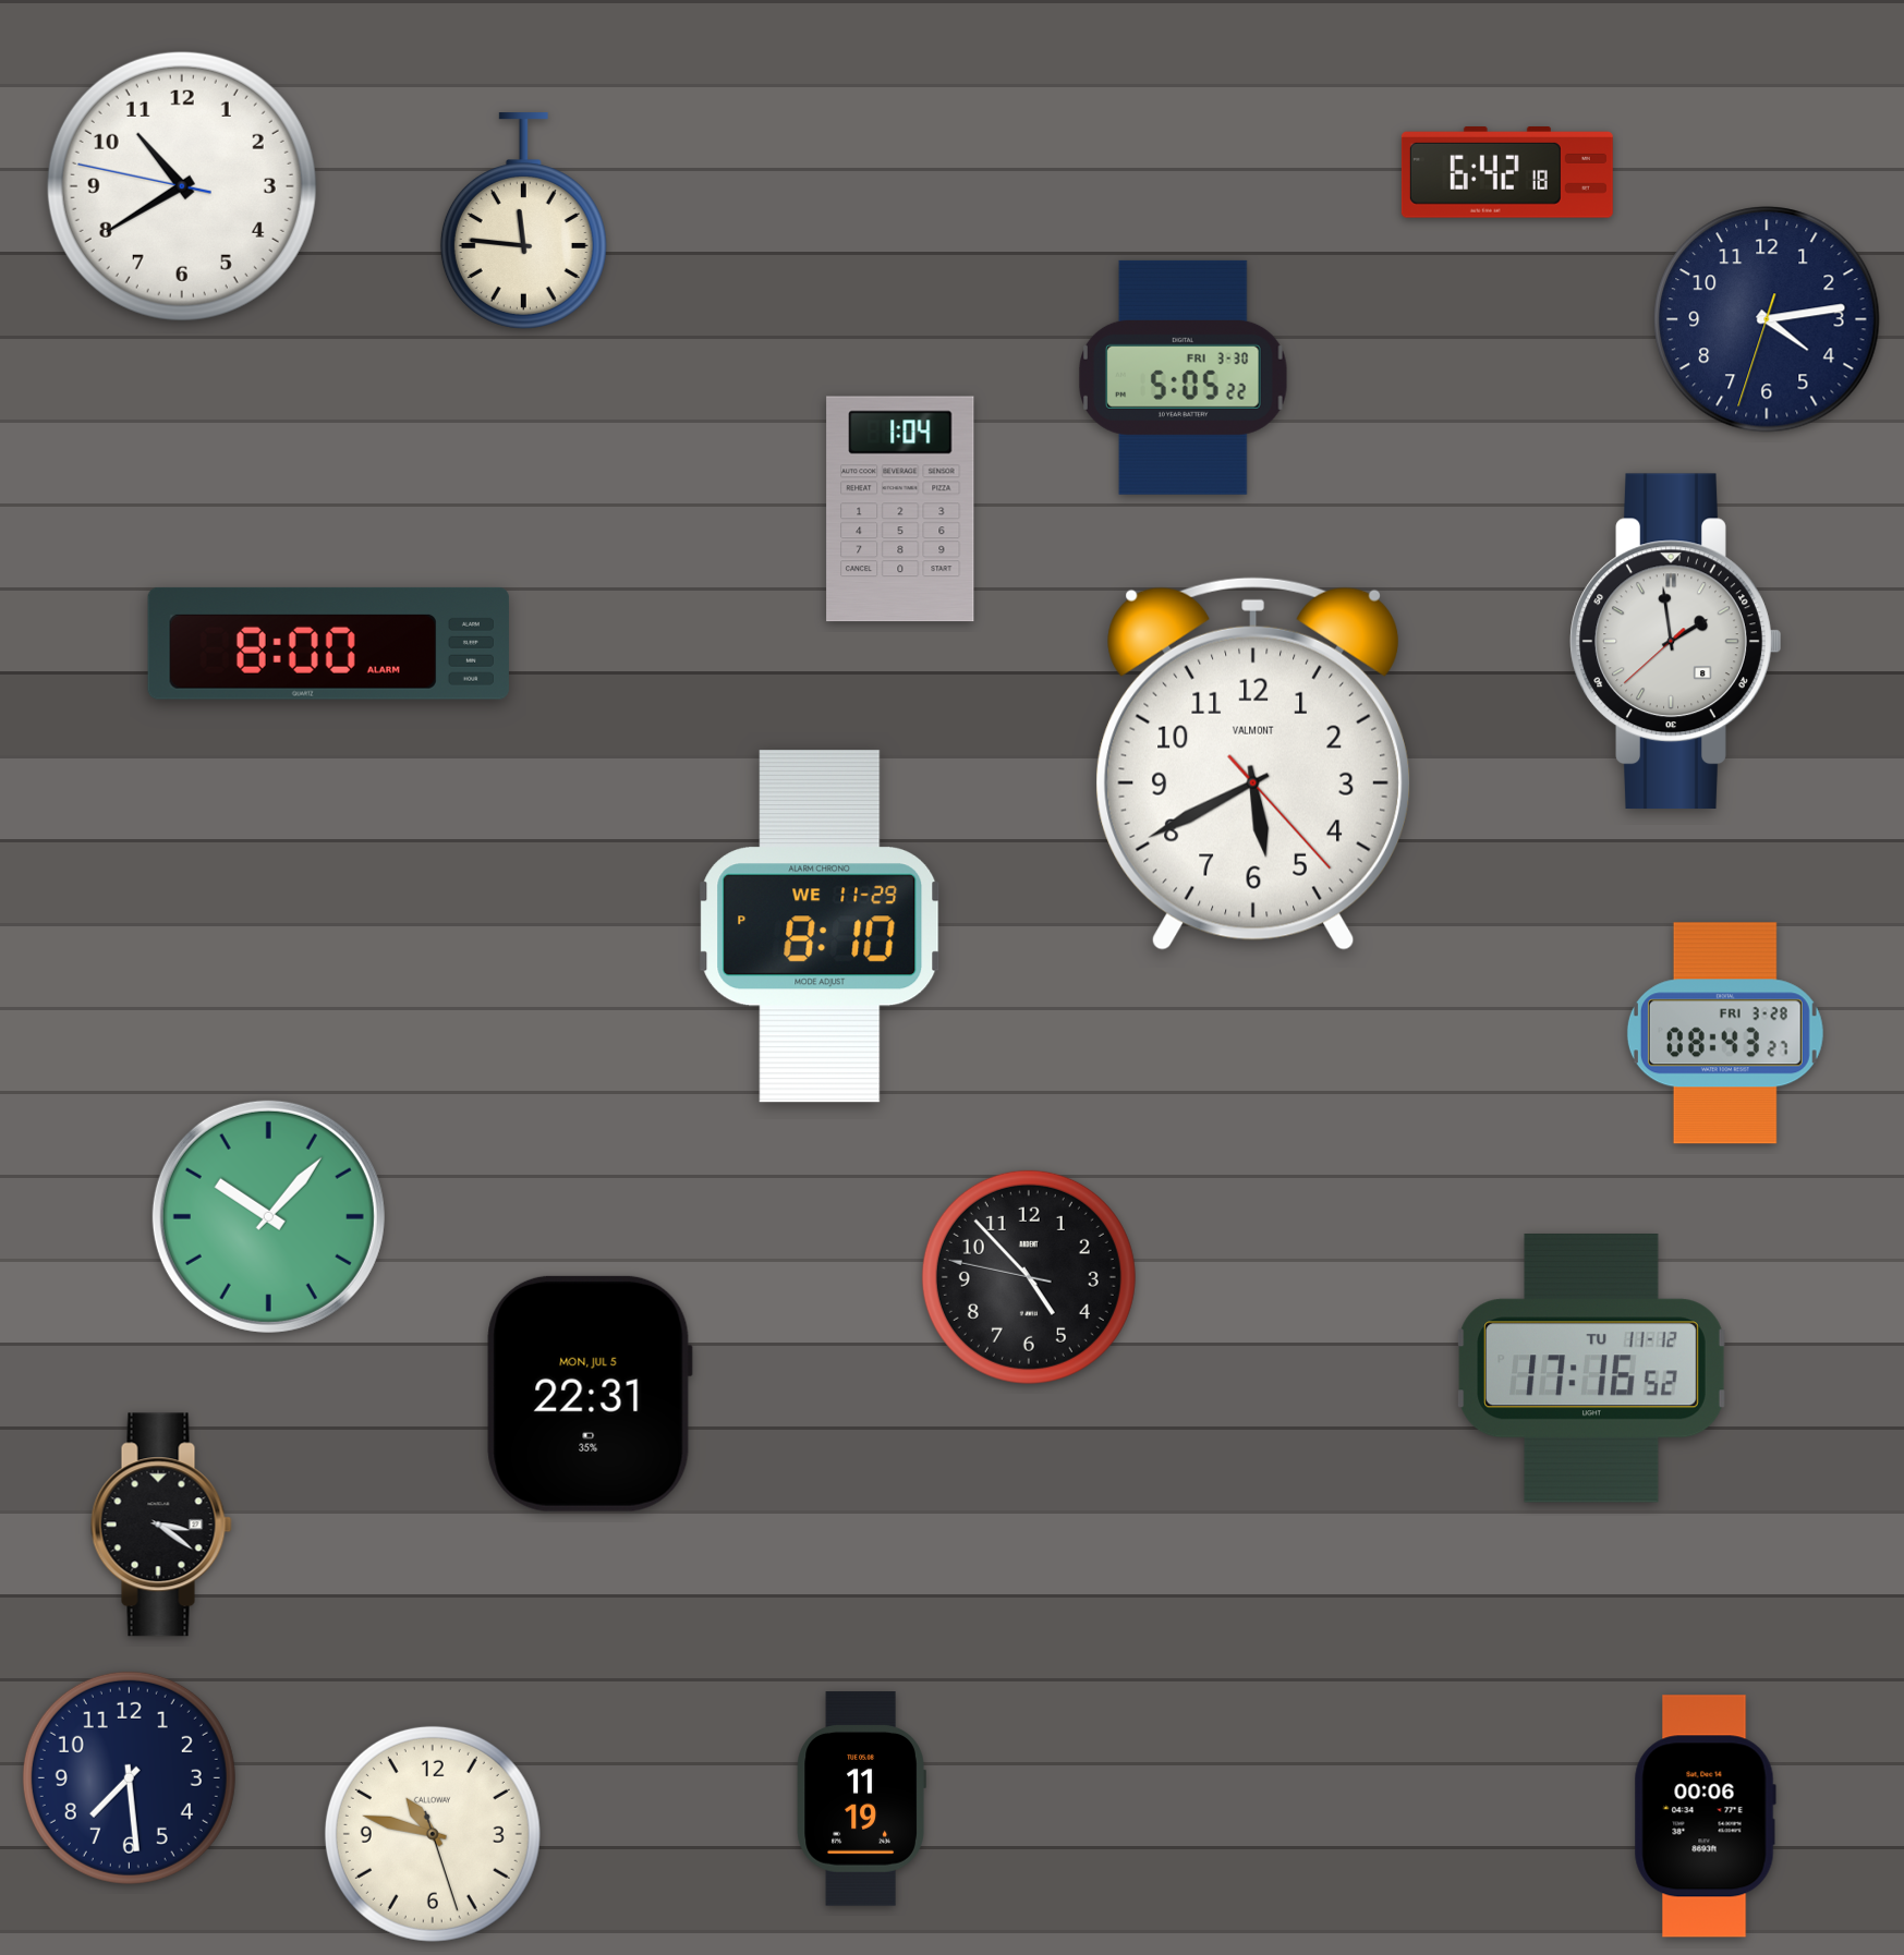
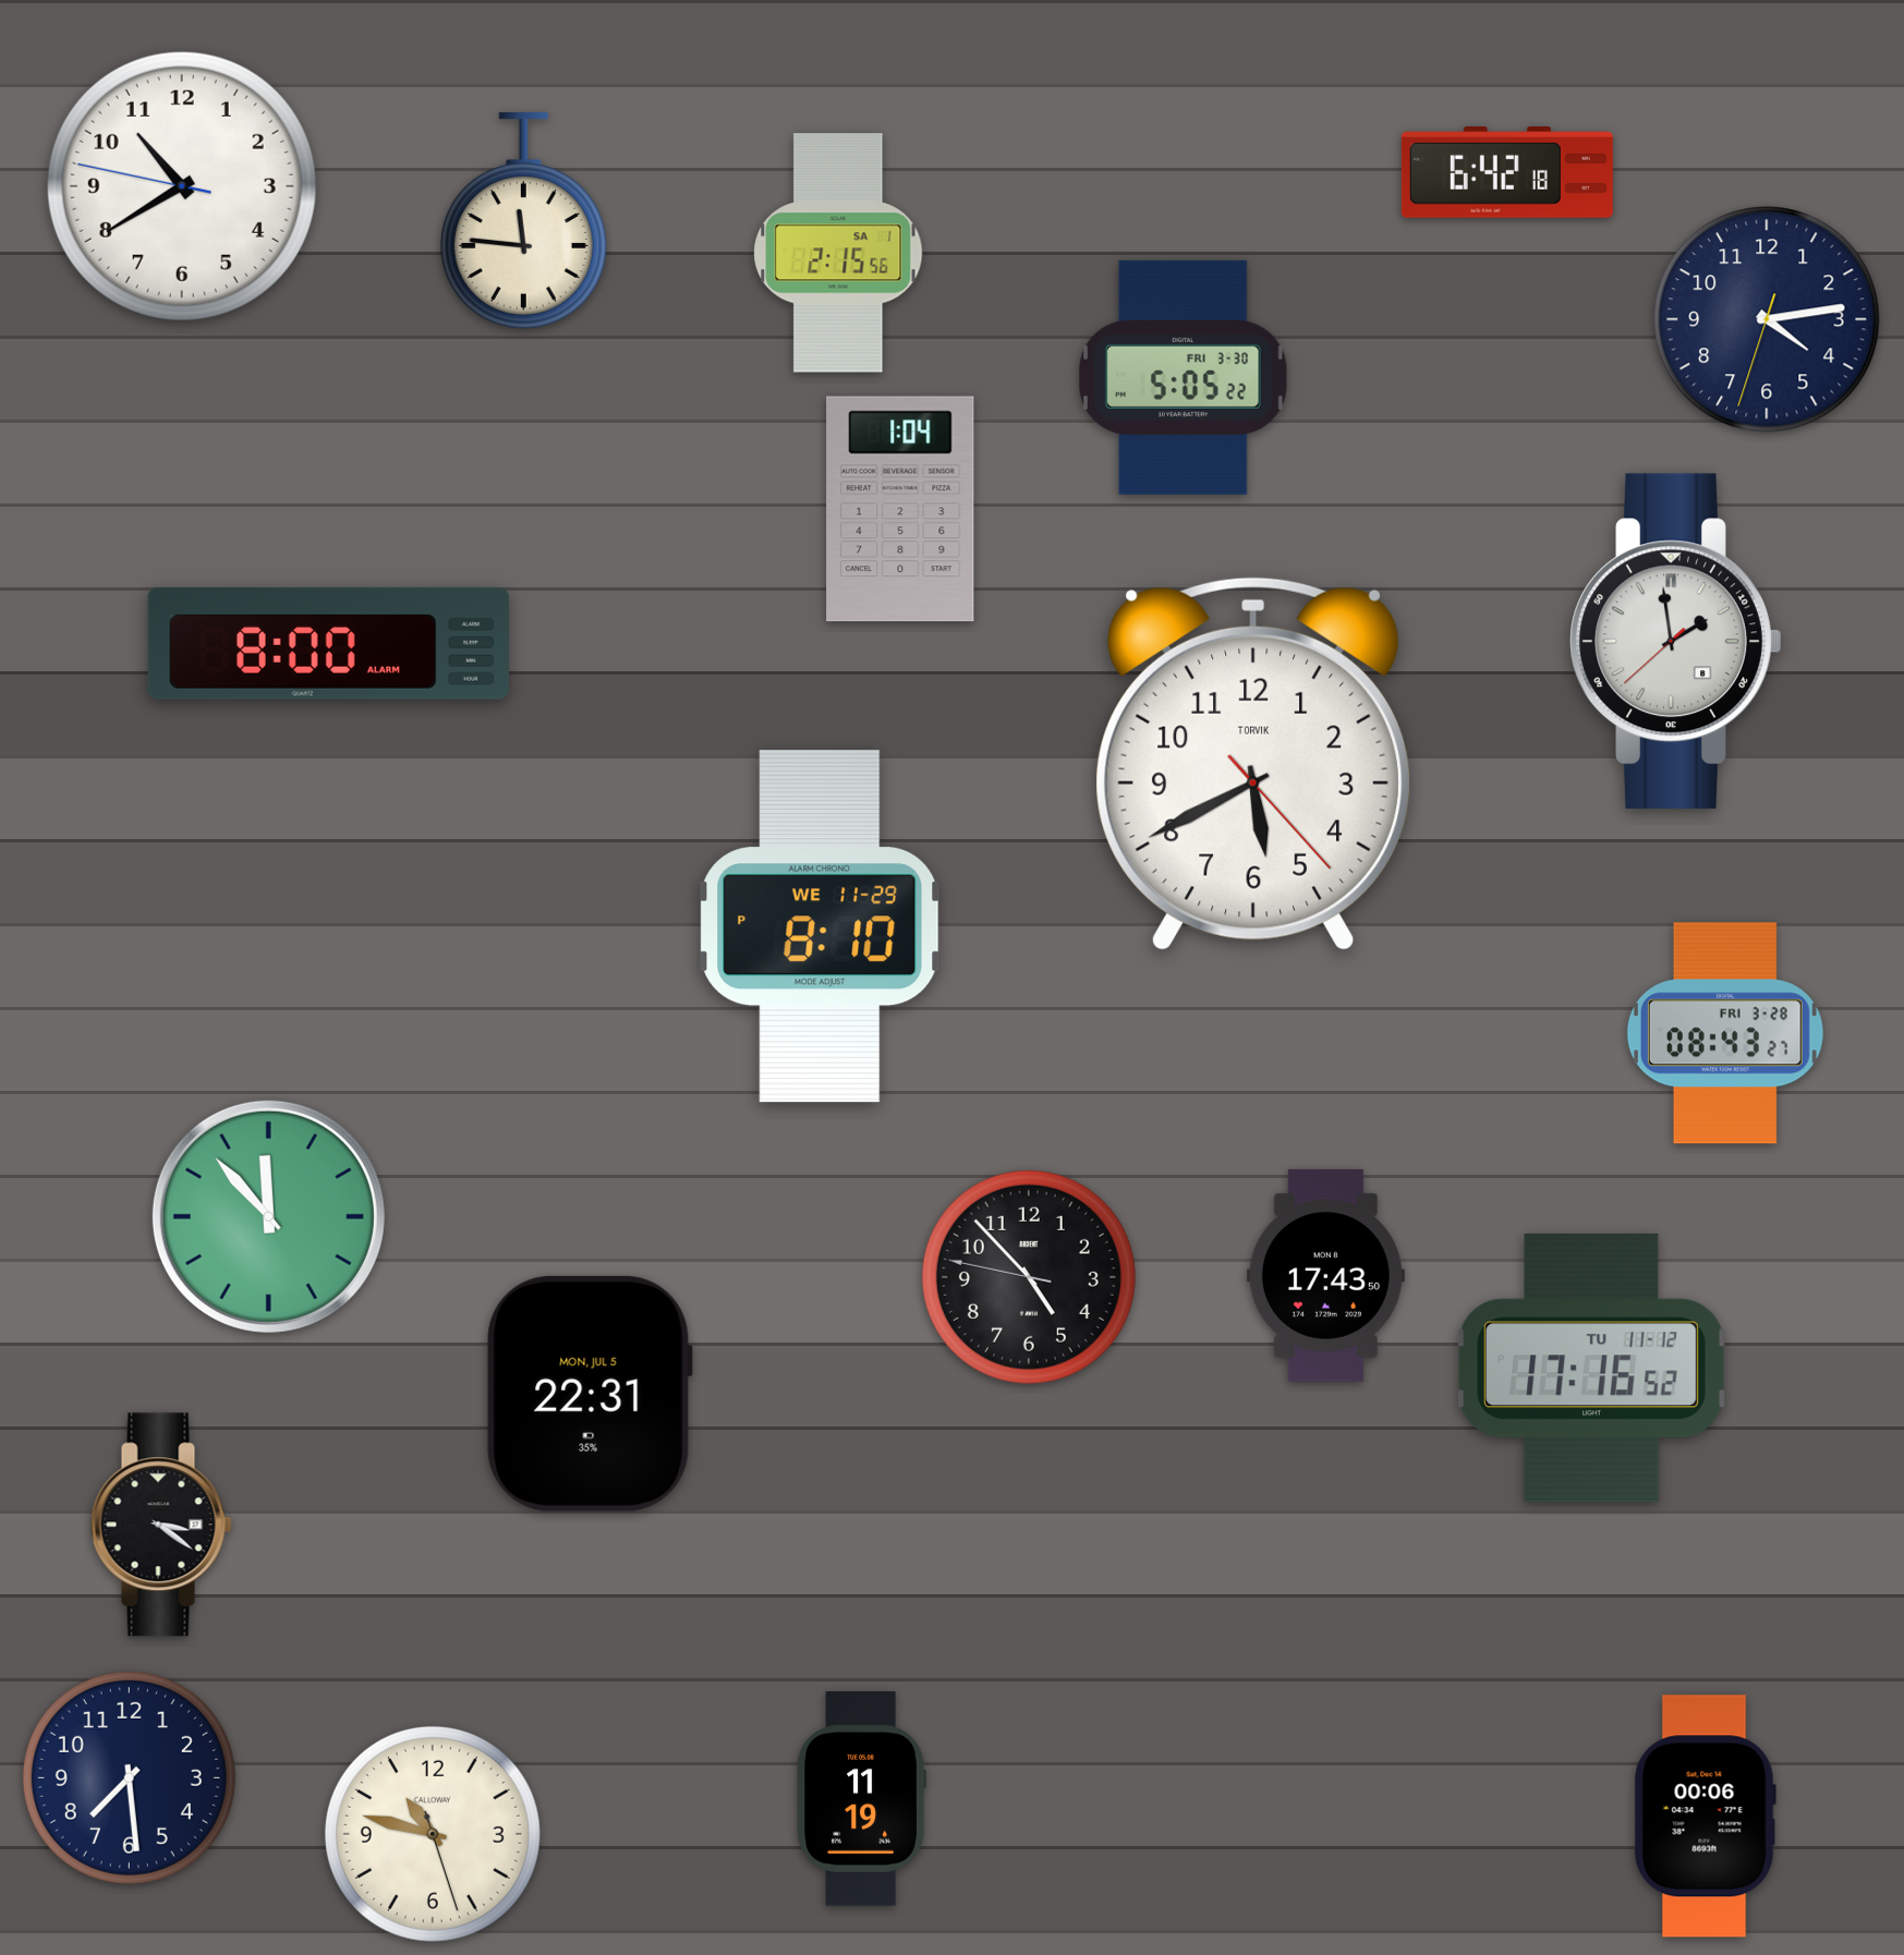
clock at (838, 253): none -> 2:15
clock at (1252, 764) brand: VALMONT -> TORVIK
clock at (268, 1216): 10:07 -> 11:53
clock at (1325, 1275): none -> 17:43
